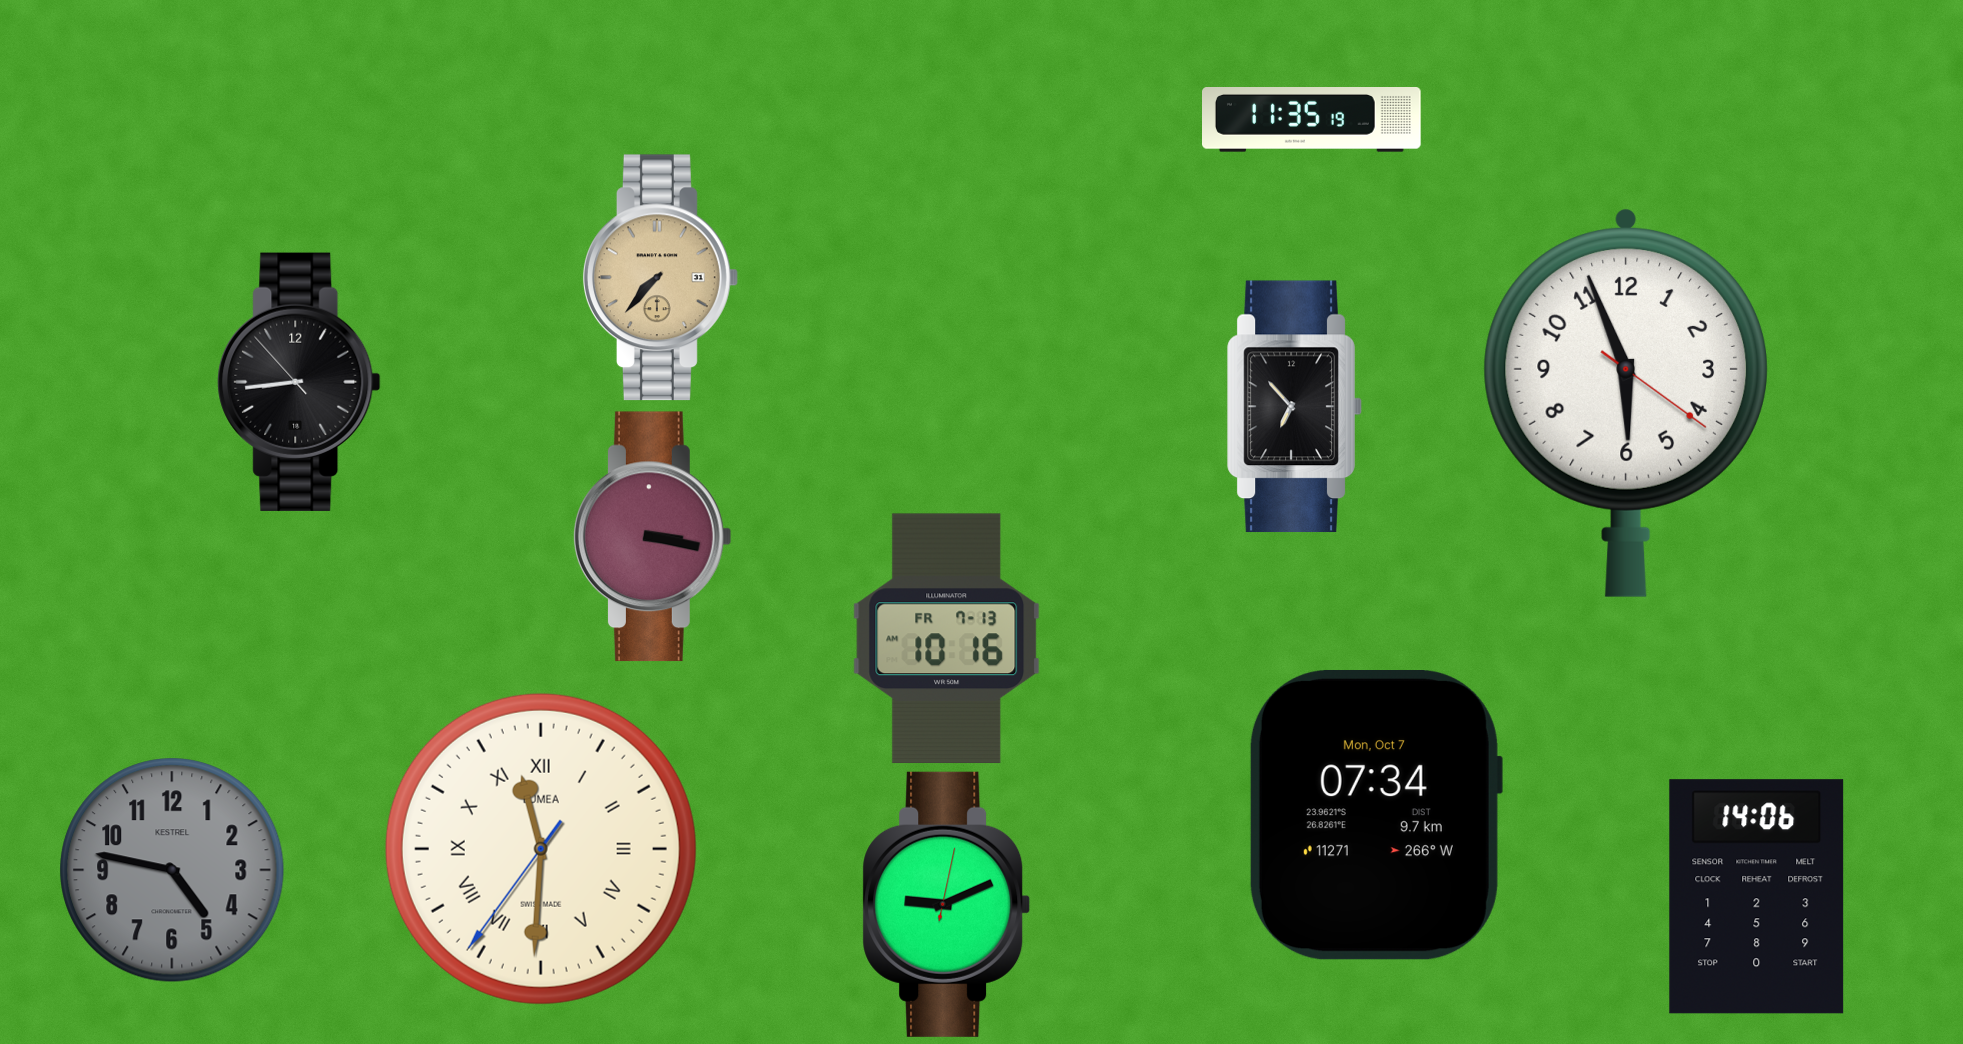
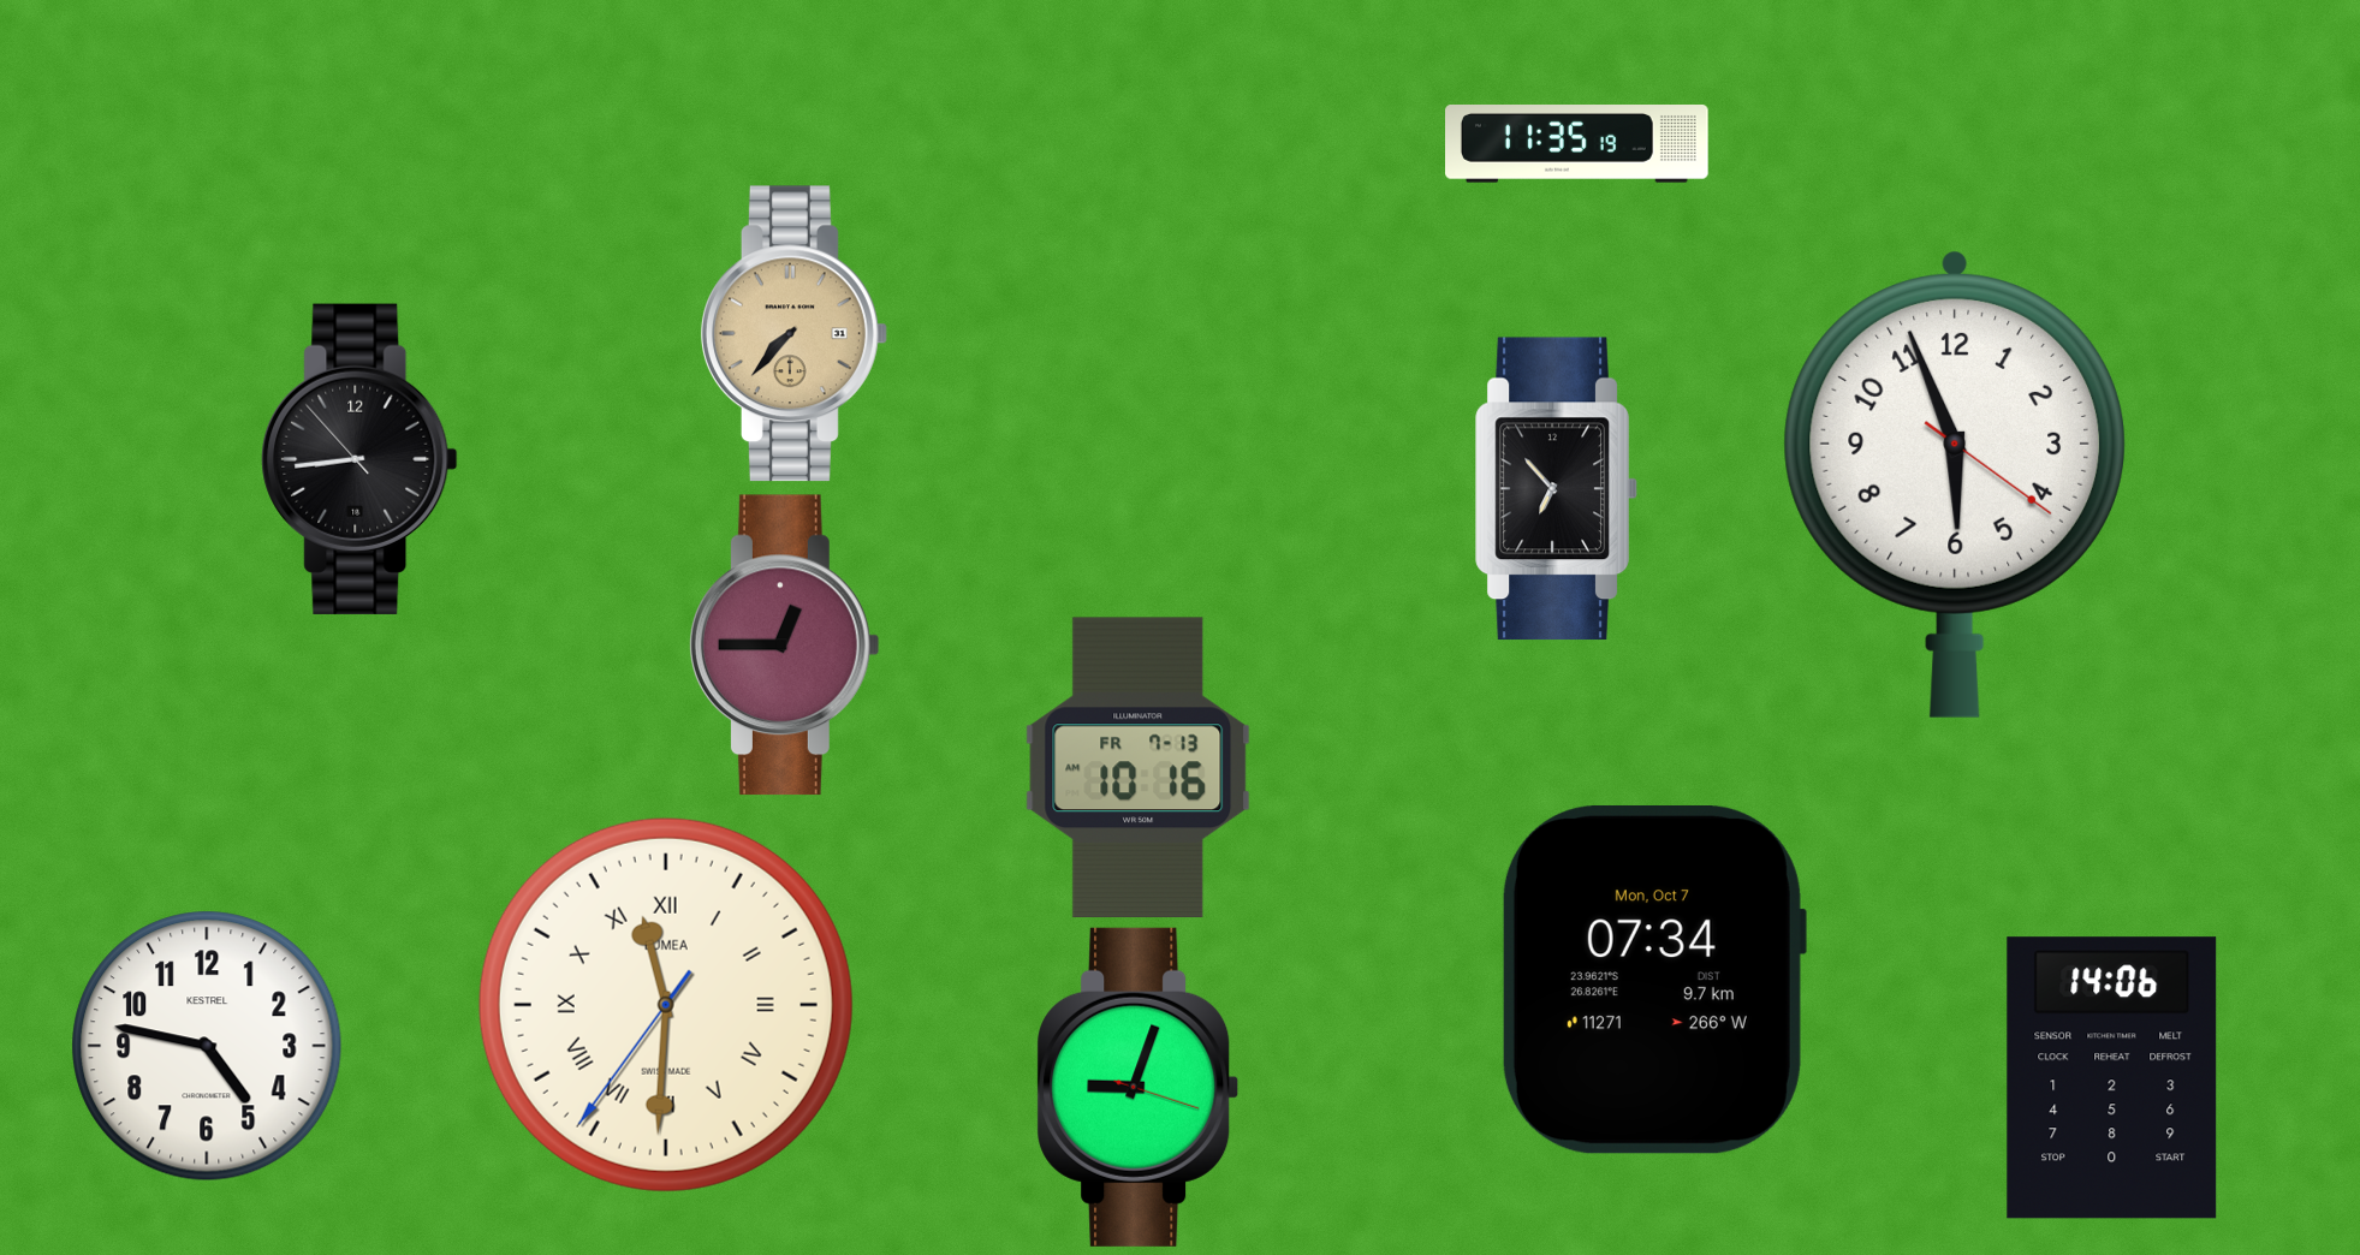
clock at (652, 537): 3:17 -> 12:45
clock at (541, 849) position: (541, 849) -> (666, 1005)
clock at (172, 870) dial: grey -> white
clock at (947, 904): 9:11 -> 9:03
